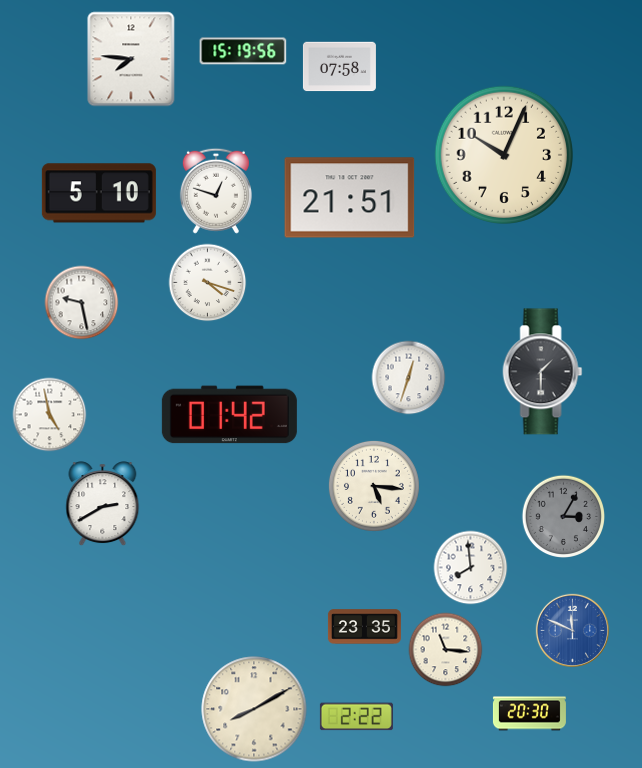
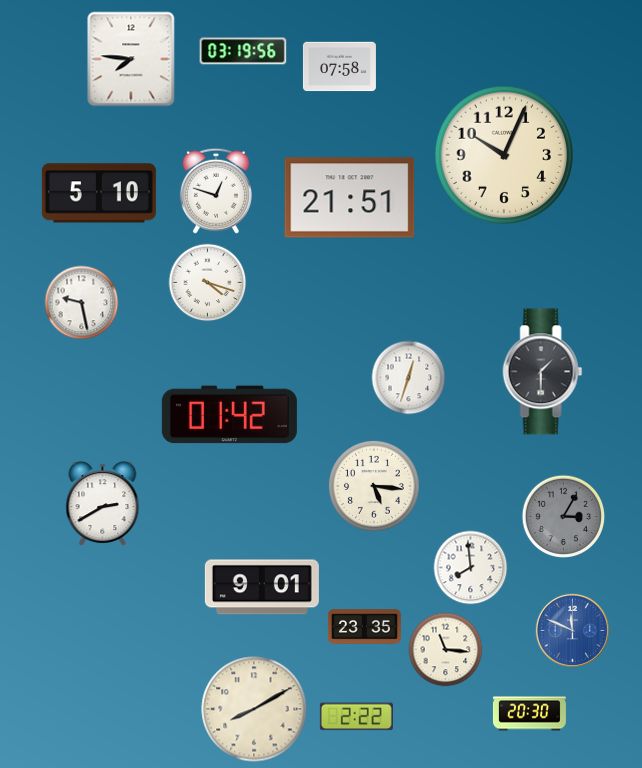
clock at (243, 51): 15:19 -> 03:19
clock at (50, 415): 4:58 -> none
clock at (262, 587): none -> 9:01
